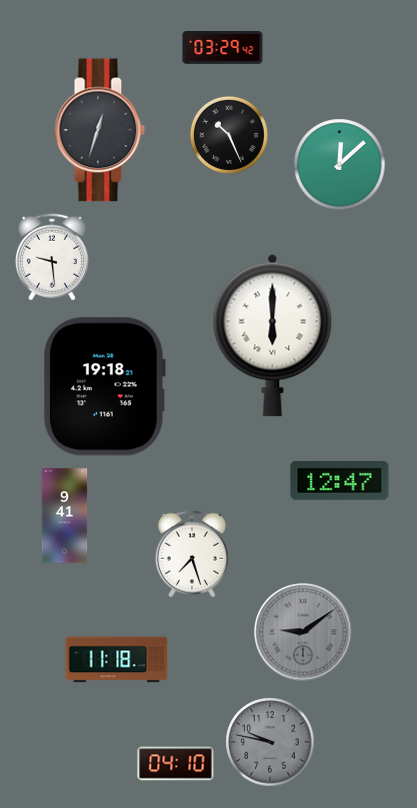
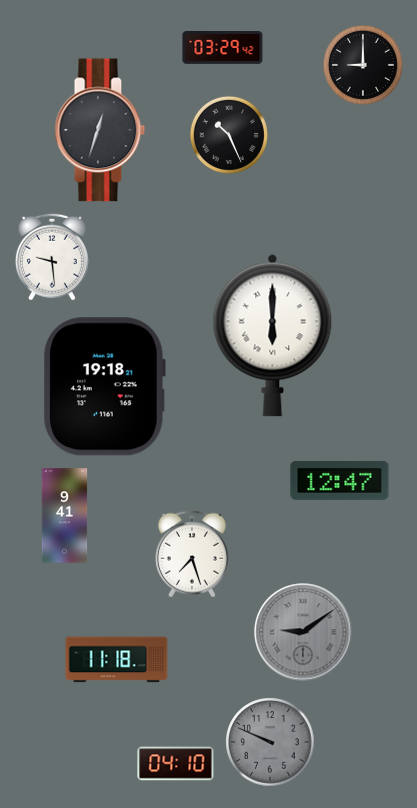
clock at (363, 65): none -> 9:00
clock at (340, 165): 12:08 -> none
clock at (270, 742): 9:47 -> 9:49
